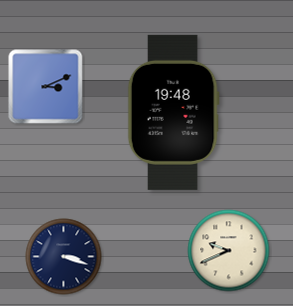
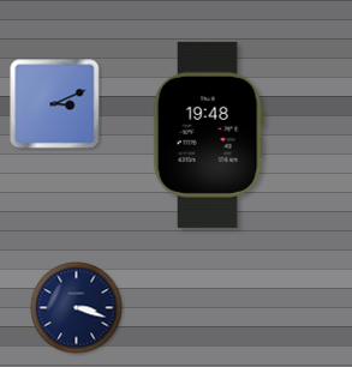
clock at (229, 251): 9:41 -> none
